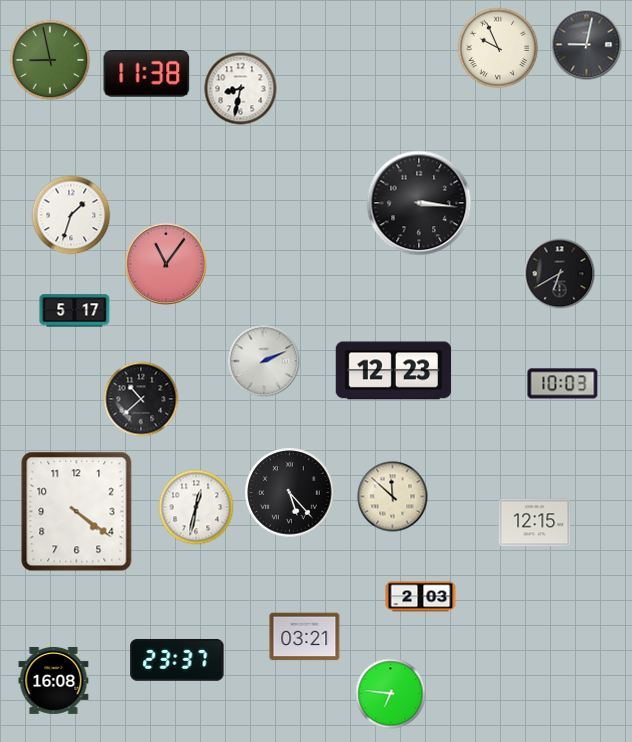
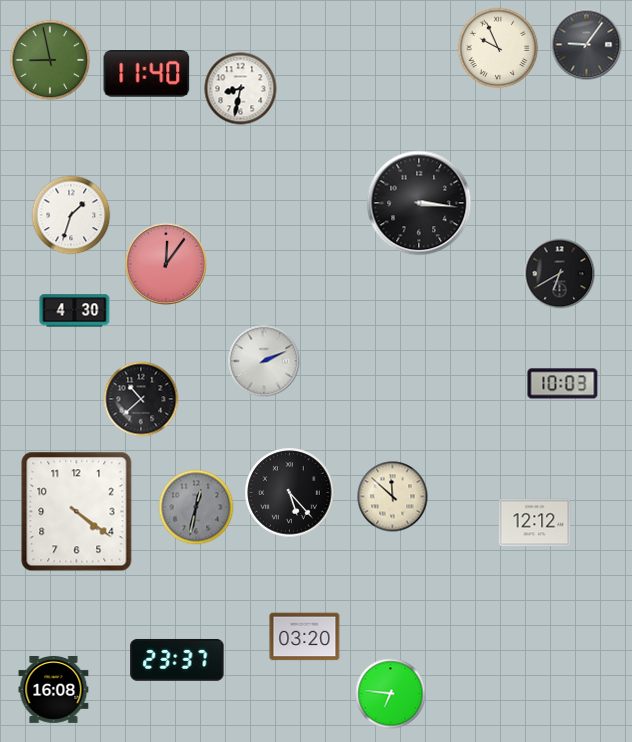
clock at (587, 45): 9:02 -> 9:06
clock at (147, 74): 11:38 -> 11:40
clock at (166, 264): 11:06 -> 12:06
clock at (75, 311): 5:17 -> 4:30
clock at (394, 371): 12:23 -> none
clock at (196, 507) dial: white -> grey
clock at (535, 523): 12:15 -> 12:12
clock at (421, 597): 2:03 -> none
clock at (305, 637): 03:21 -> 03:20
clock at (54, 680) position: (54, 680) -> (54, 689)
